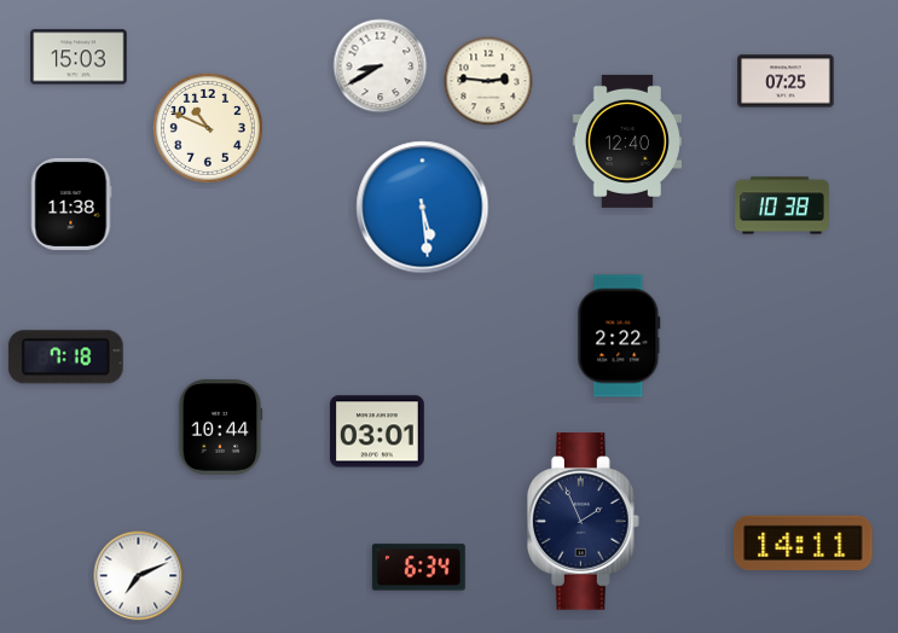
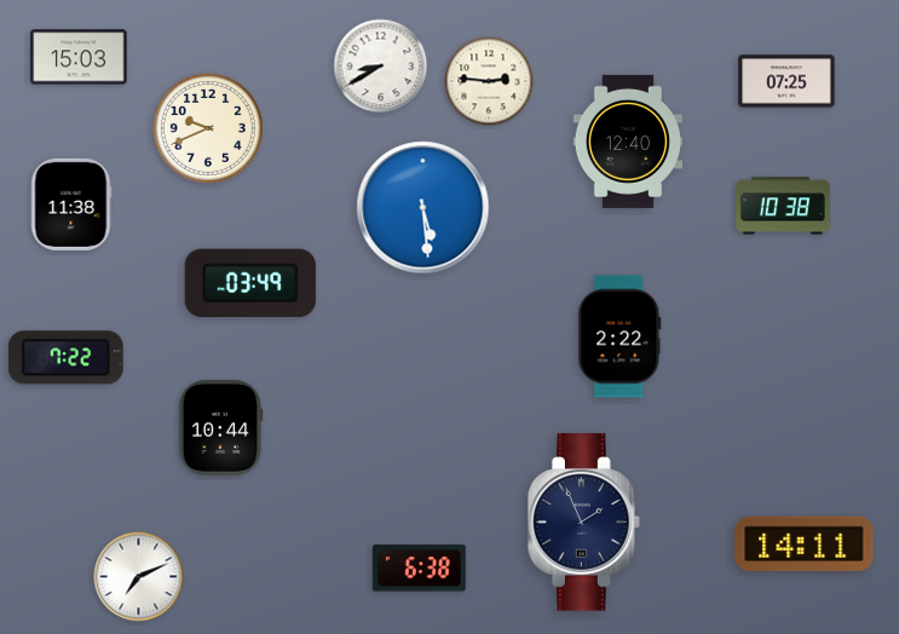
clock at (208, 128): 10:49 -> 9:41
clock at (250, 282): none -> 03:49
clock at (65, 358): 7:18 -> 7:22
clock at (378, 431): 03:01 -> none
clock at (418, 568): 6:34 -> 6:38
